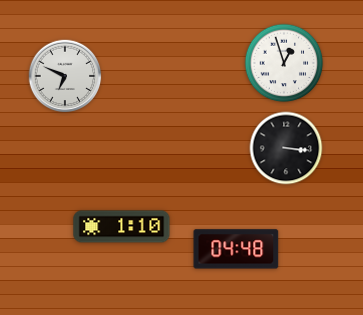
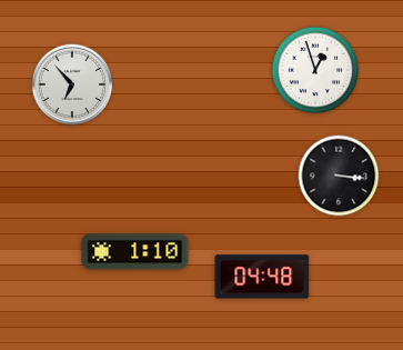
clock at (65, 76): 6:49 -> 6:53
clock at (286, 148) position: (286, 148) -> (339, 176)
